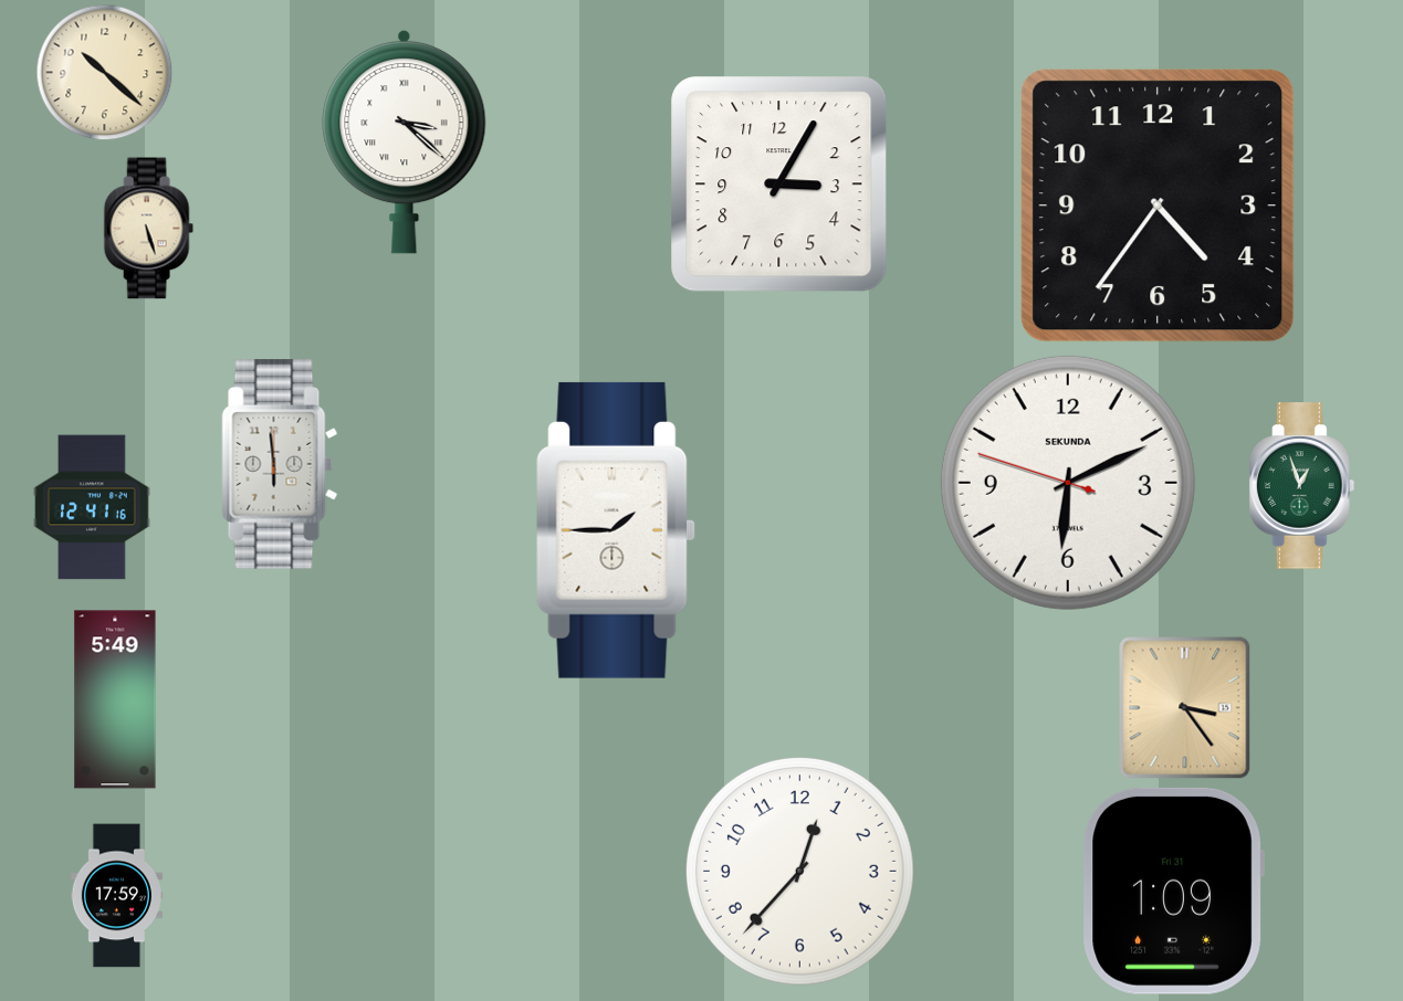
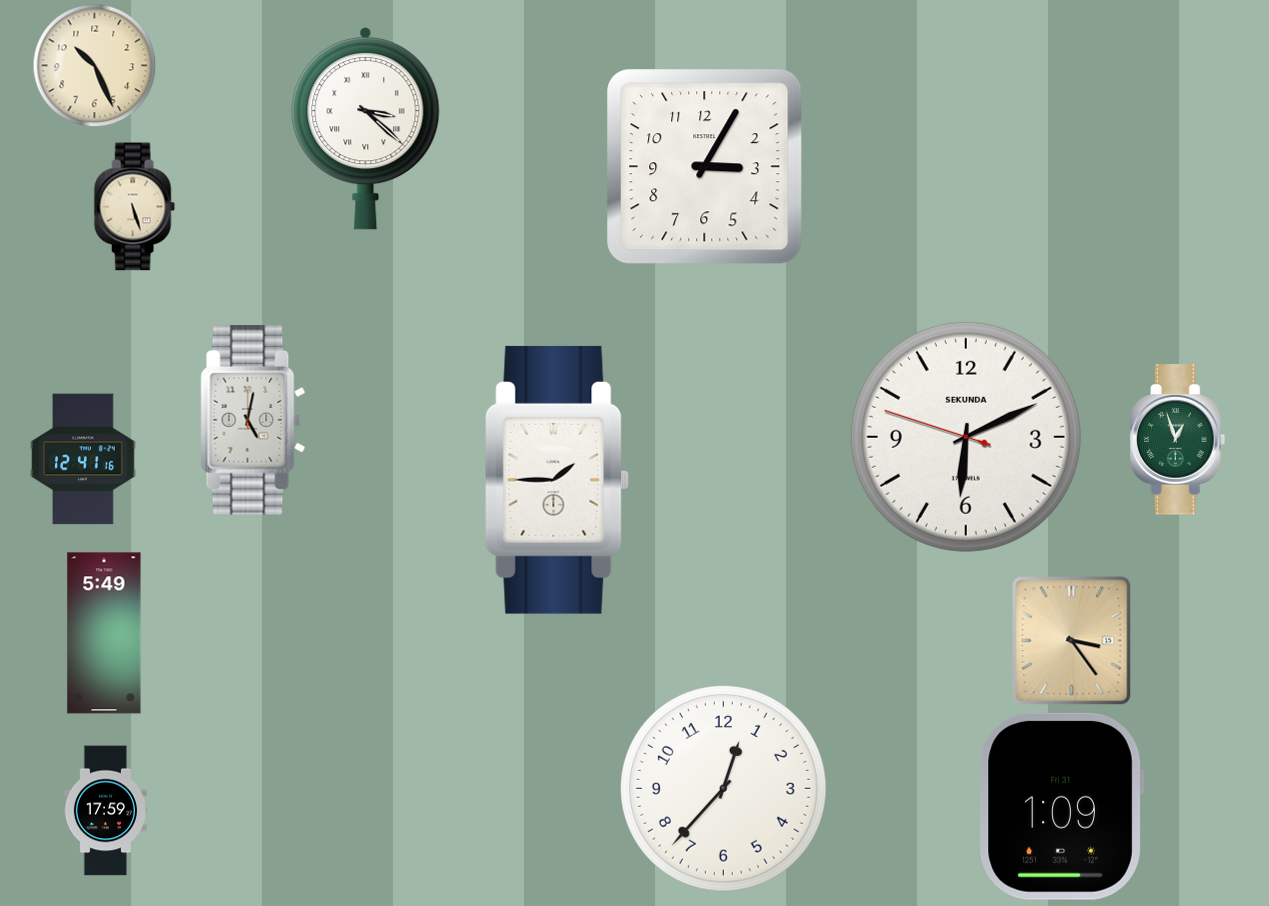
clock at (105, 73): 10:22 -> 10:26
clock at (1158, 206): 4:36 -> none
clock at (280, 464): 5:59 -> 5:02
